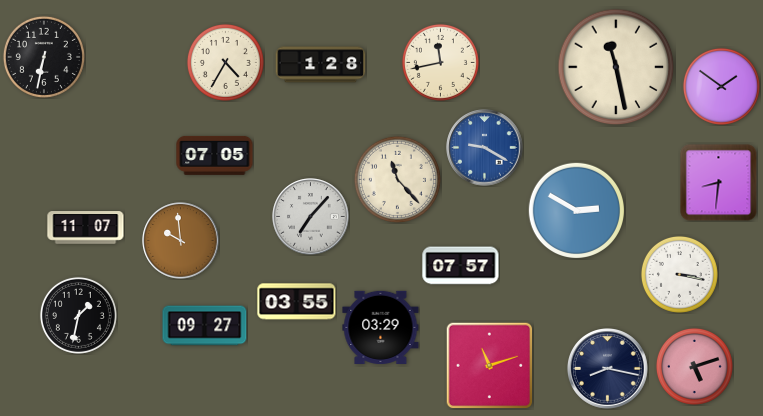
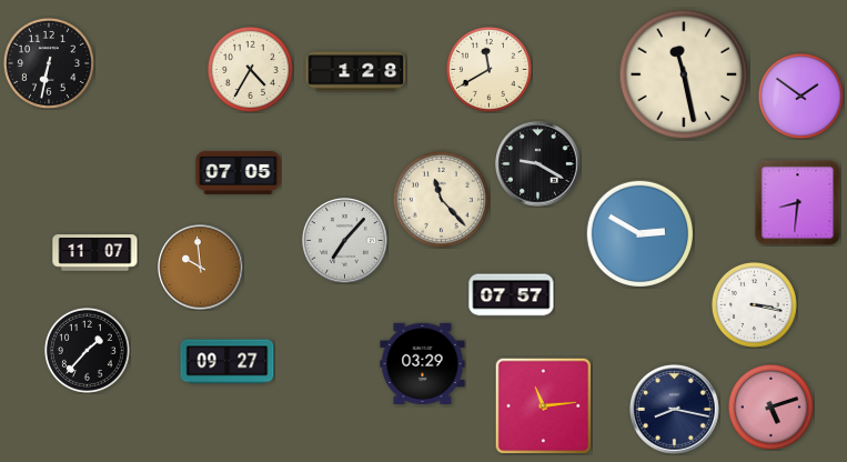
clock at (440, 62): 11:43 -> 11:40
clock at (485, 148) dial: blue -> black
clock at (297, 302): 03:55 -> none
clock at (78, 315): 1:32 -> 1:37
clock at (489, 365): 11:12 -> 11:14
